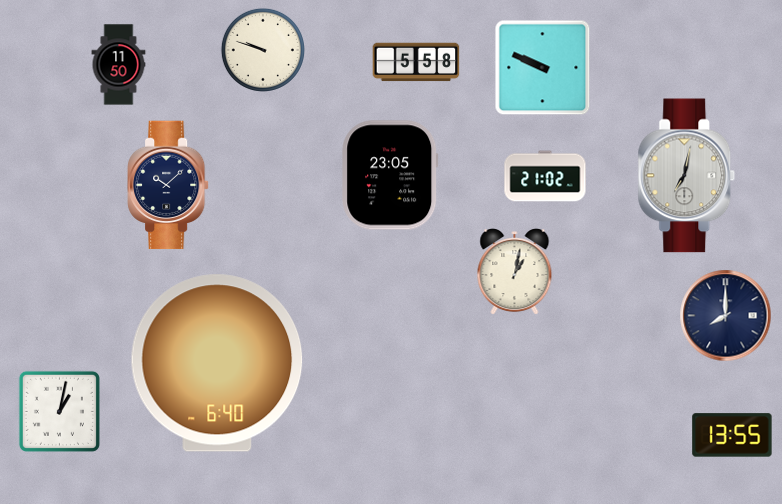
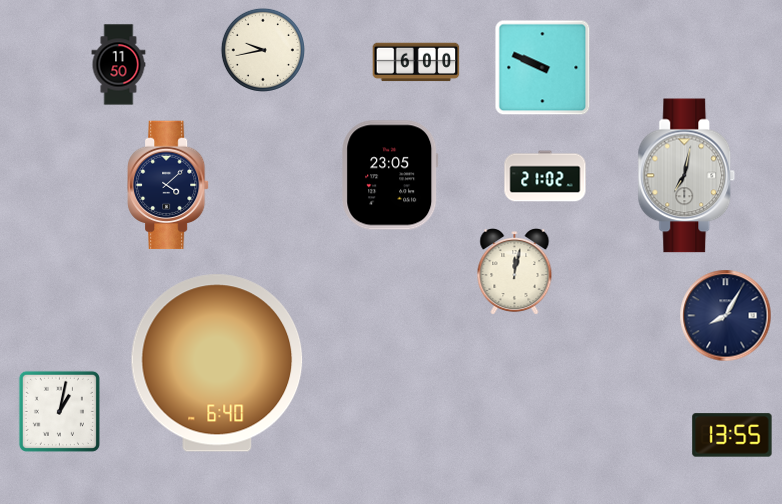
clock at (263, 50): 9:48 -> 9:43
clock at (416, 62): 5:58 -> 6:00
clock at (168, 185): 10:08 -> 4:08
clock at (515, 272): 1:02 -> 12:02
clock at (726, 316): 8:00 -> 8:05
